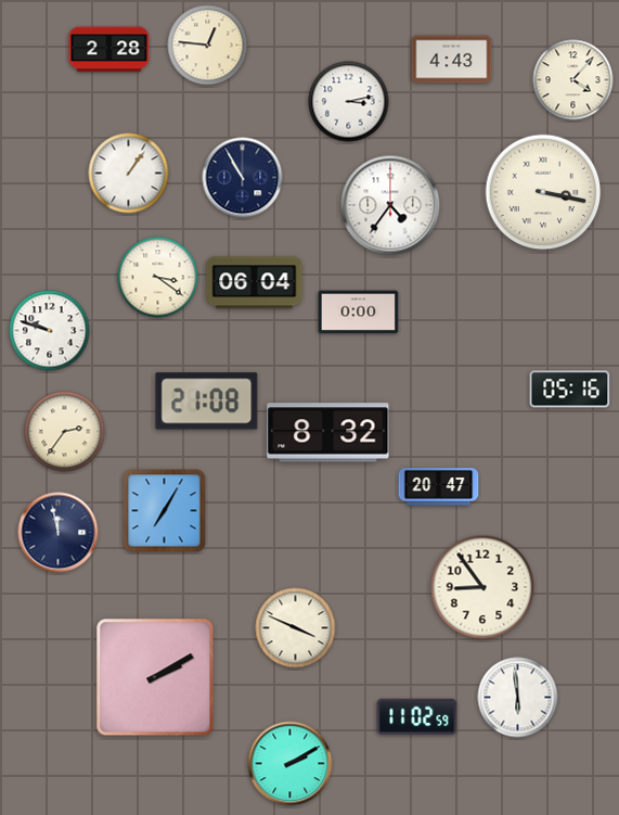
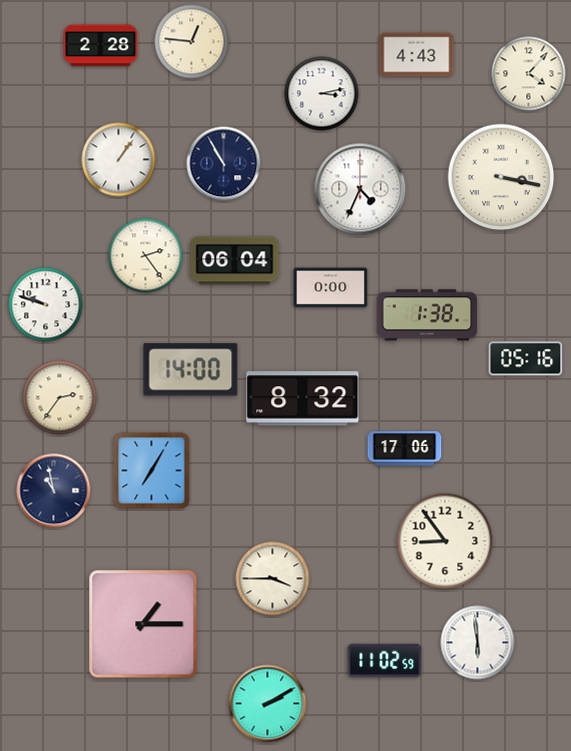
clock at (390, 205): 4:36 -> 4:34
clock at (158, 278): 3:21 -> 2:24
clock at (427, 315): none -> 1:38
clock at (207, 402): 21:08 -> 14:00
clock at (439, 487): 20:47 -> 17:06
clock at (59, 533): 11:58 -> 10:58
clock at (296, 628): 3:49 -> 3:45
clock at (155, 677): 2:10 -> 1:15
